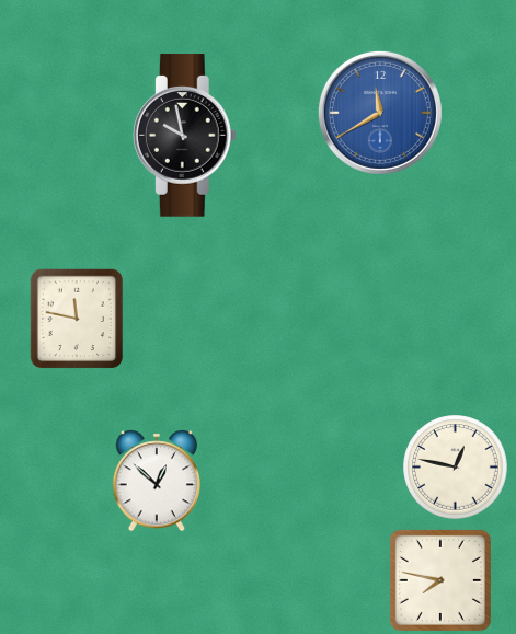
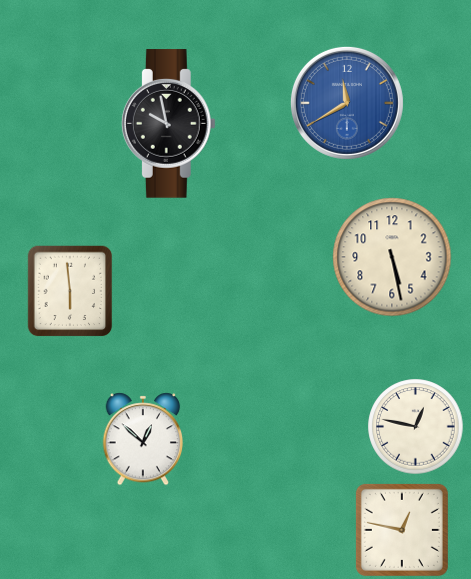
clock at (392, 257): none -> 5:28
clock at (77, 319): 11:47 -> 5:59
clock at (440, 580): 7:47 -> 12:47
